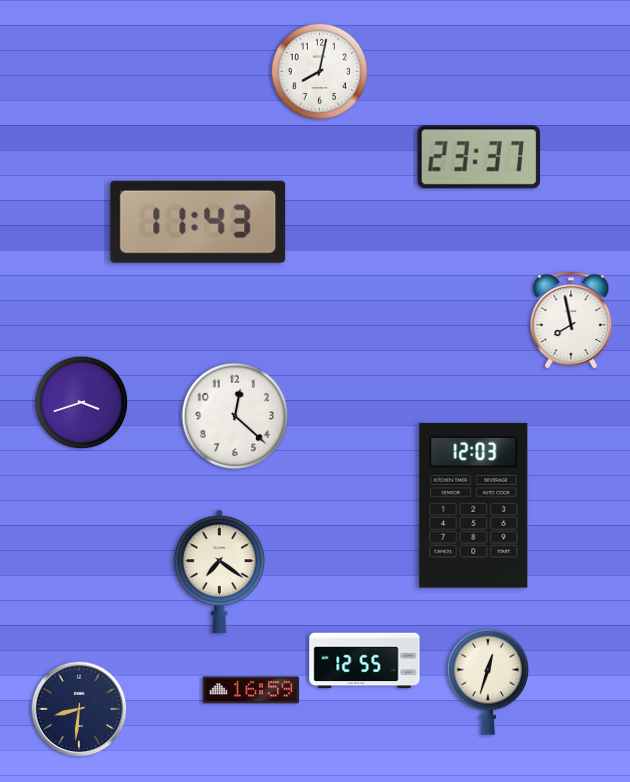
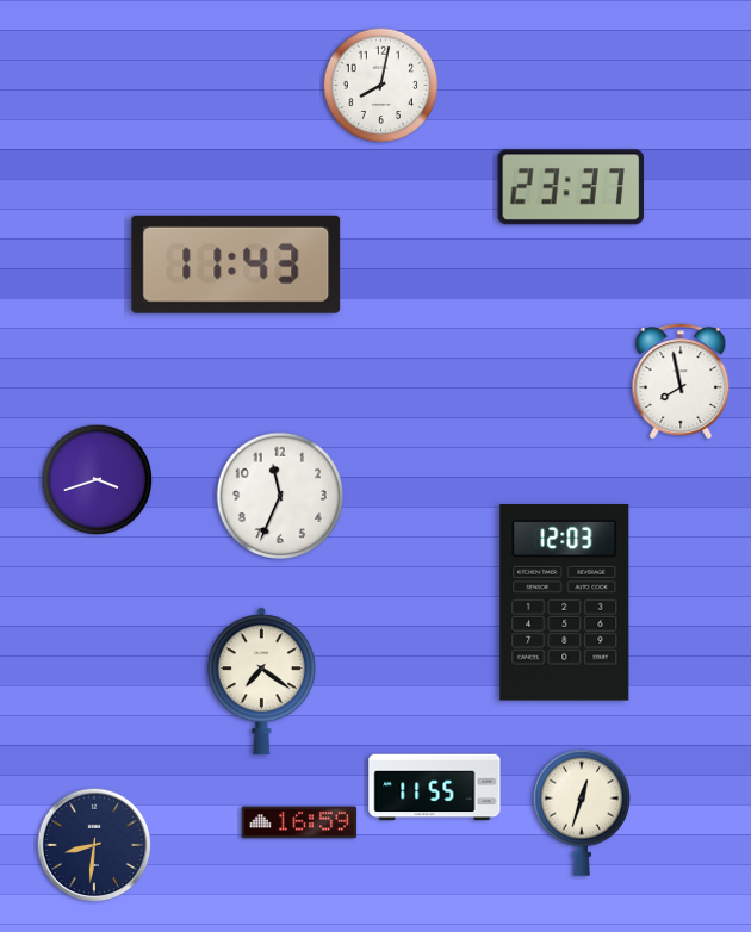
clock at (234, 415): 12:22 -> 11:34
clock at (365, 661): 12:55 -> 11:55
